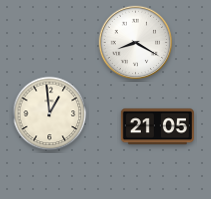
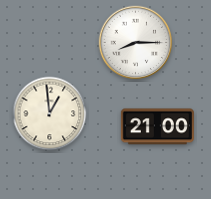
clock at (136, 43): 8:20 -> 8:15
clock at (157, 127): 21:05 -> 21:00
